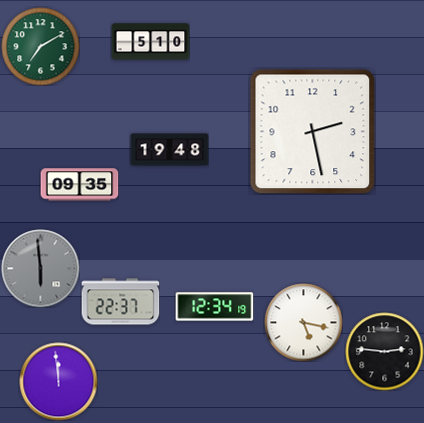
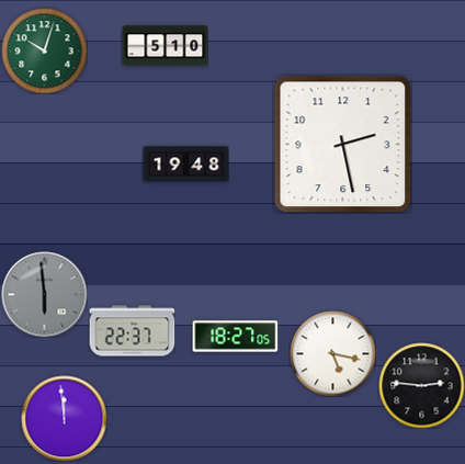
clock at (40, 46): 7:10 -> 10:03
clock at (79, 185): 09:35 -> none
clock at (214, 307): 12:34 -> 18:27
